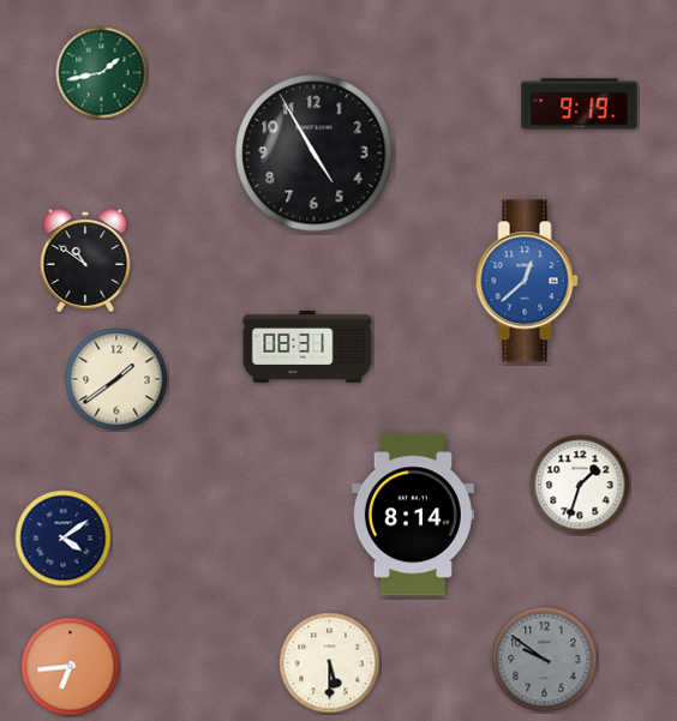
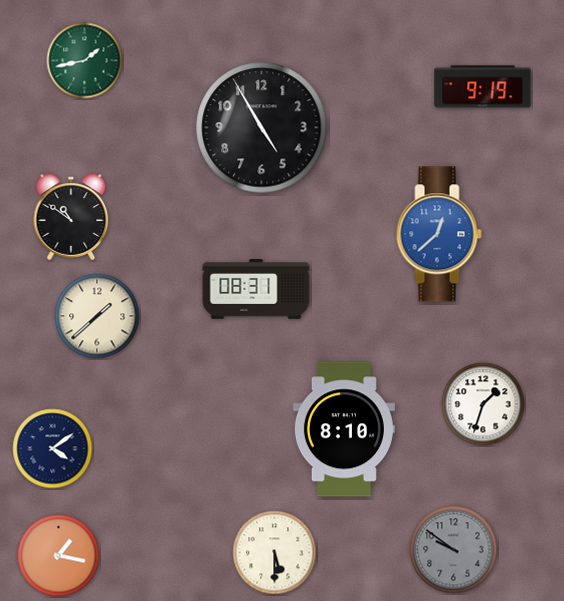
clock at (116, 379): 1:39 -> 1:38
clock at (413, 515): 8:14 -> 8:10
clock at (71, 667): 6:44 -> 1:17
